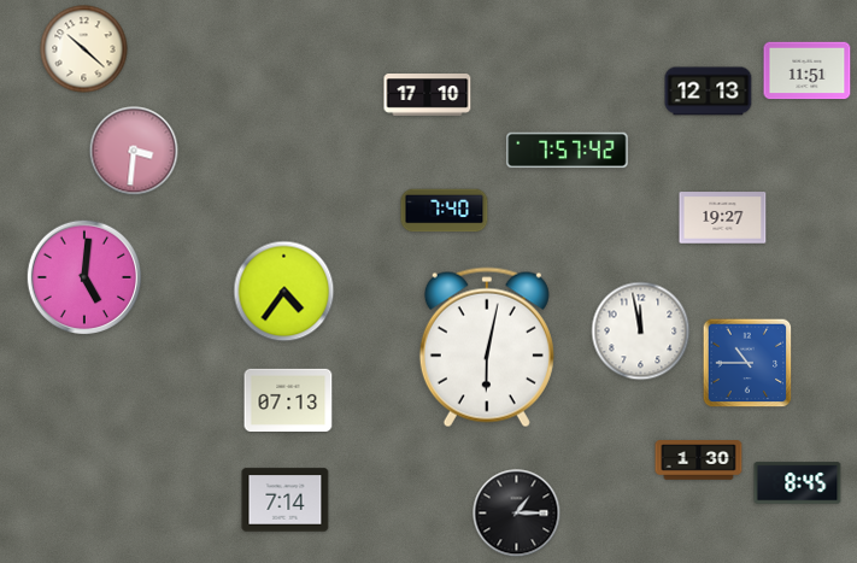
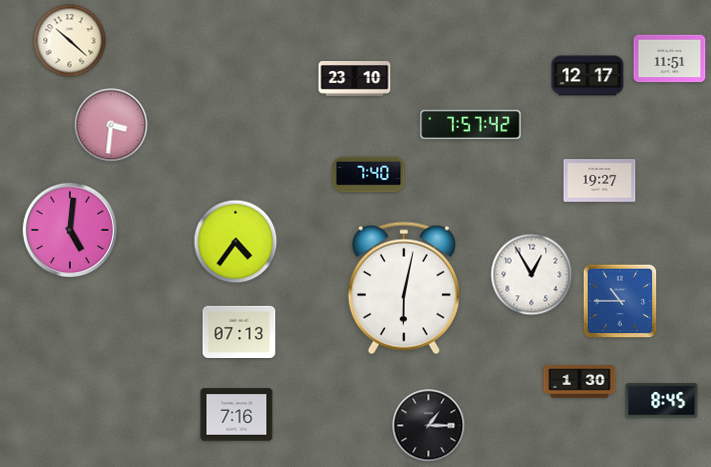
clock at (709, 92): 12:13 -> 12:17
clock at (428, 95): 17:10 -> 23:10
clock at (641, 332): 11:58 -> 12:55
clock at (286, 500): 7:14 -> 7:16
